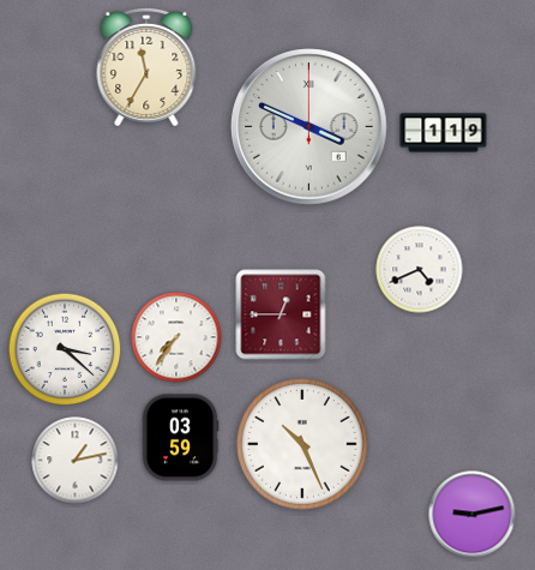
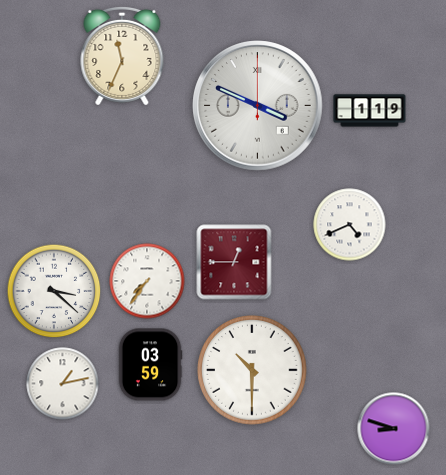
clock at (146, 67): 11:35 -> 11:34
clock at (302, 444): 10:26 -> 10:30
clock at (473, 515): 9:13 -> 8:48
